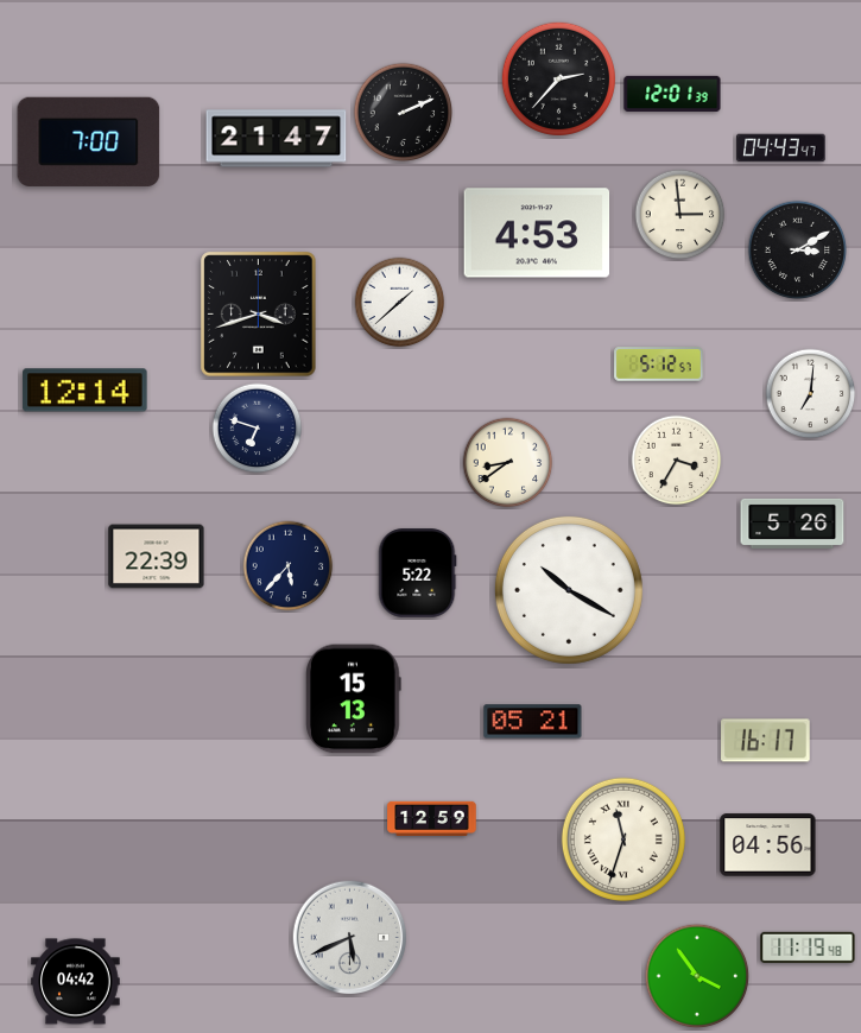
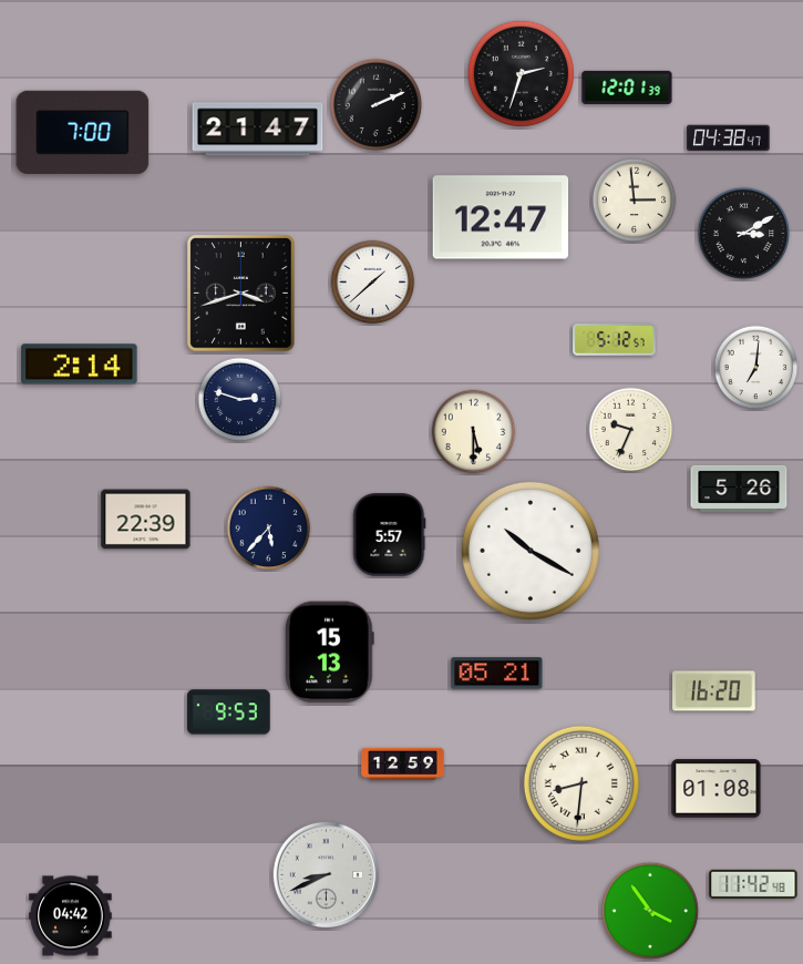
clock at (558, 78): 2:37 -> 2:33
clock at (781, 148): 04:43 -> 04:38
clock at (537, 233): 4:53 -> 12:47
clock at (86, 391): 12:14 -> 2:14
clock at (258, 429): 6:48 -> 2:48
clock at (677, 461): 3:35 -> 9:34
clock at (508, 463): 8:39 -> 5:30
clock at (418, 573): 5:22 -> 5:57
clock at (766, 741): 16:17 -> 16:20
clock at (229, 712): none -> 9:53
clock at (623, 839): 11:33 -> 8:31
clock at (768, 845): 04:56 -> 01:08
clock at (350, 938): 5:41 -> 8:41
clock at (808, 946): 11:19 -> 11:42
